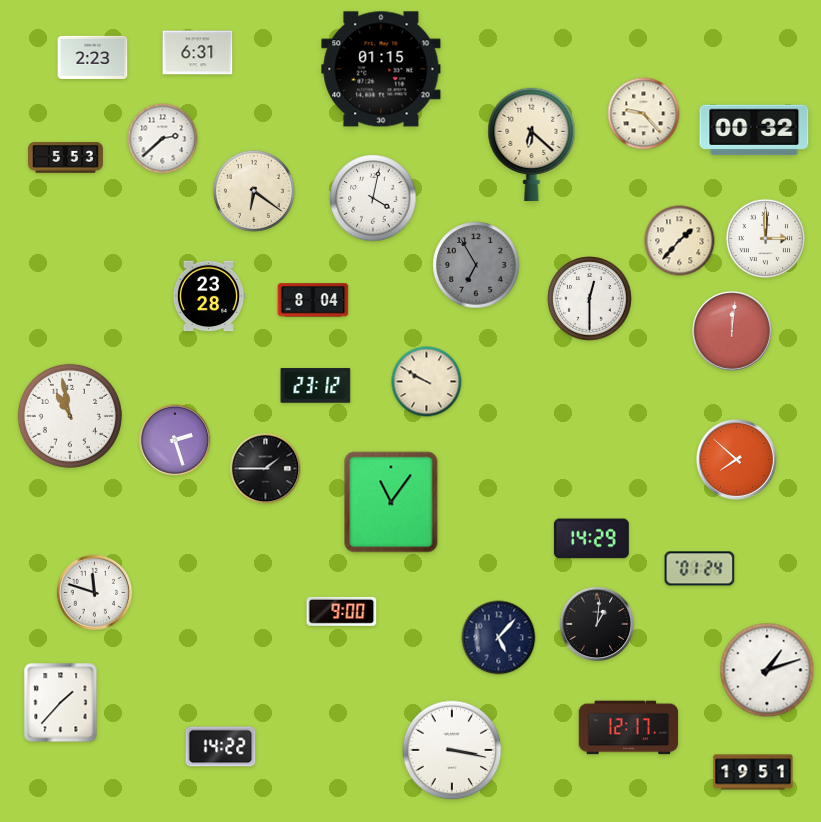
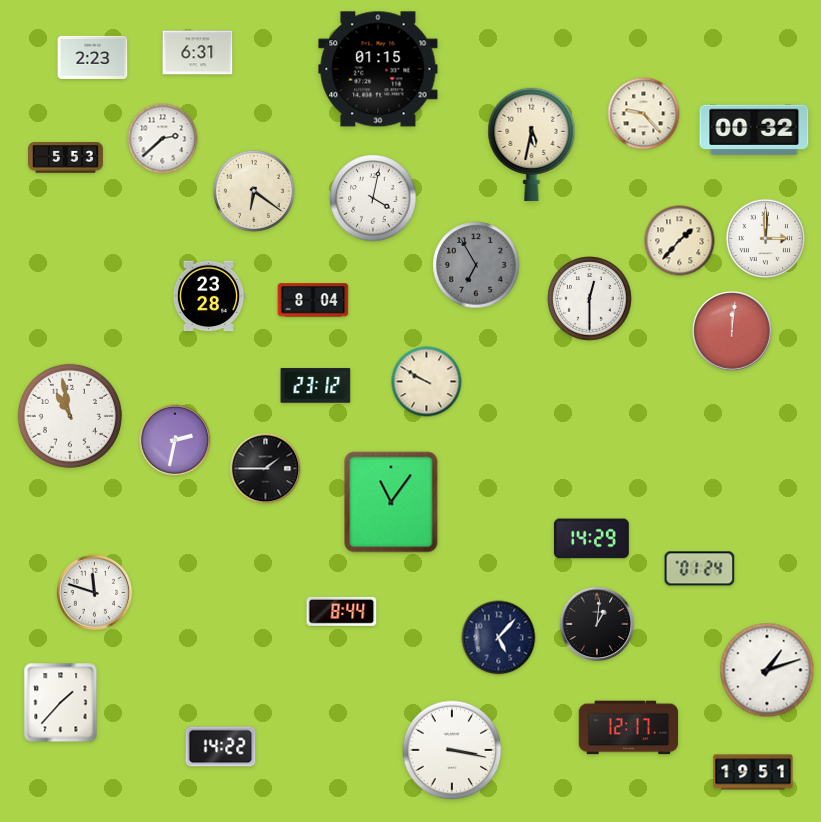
clock at (381, 69) position: (381, 69) -> (378, 69)
clock at (532, 144): 6:22 -> 5:32
clock at (175, 440): 2:27 -> 2:32
clock at (736, 459): 7:52 -> none
clock at (342, 611): 9:00 -> 8:44
